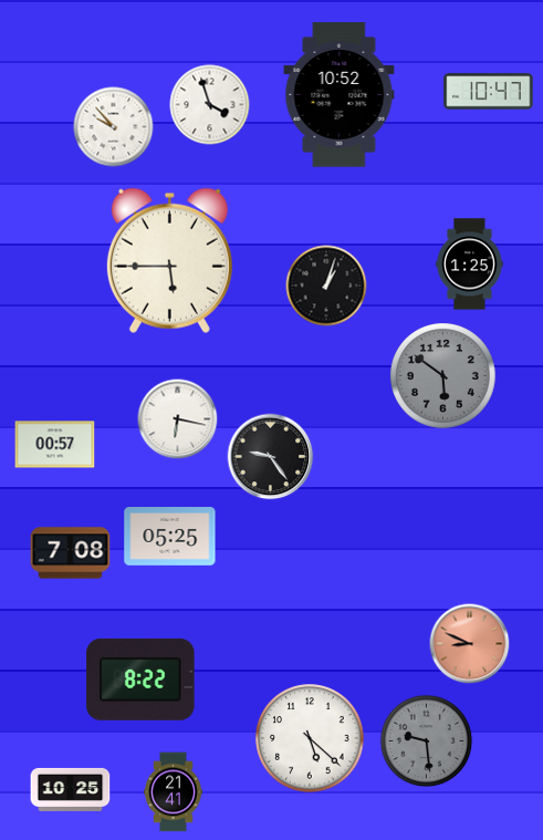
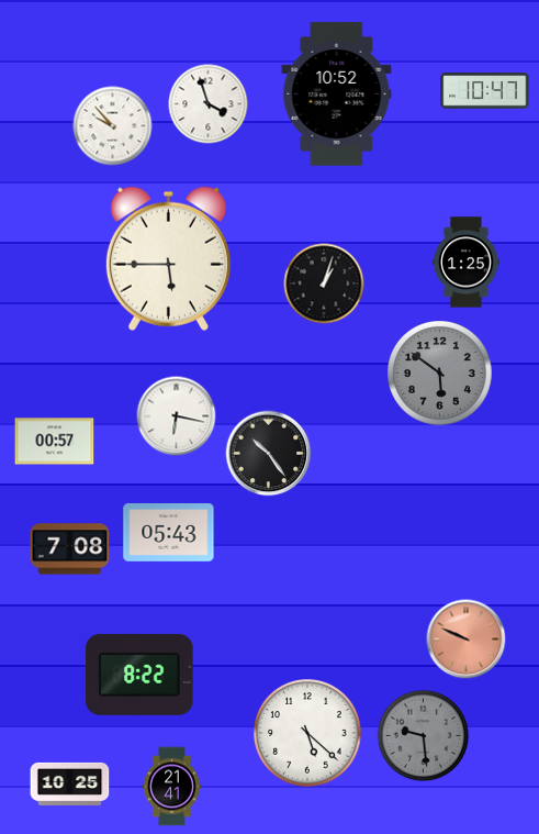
clock at (271, 457): 9:24 -> 10:24
clock at (170, 537): 05:25 -> 05:43
clock at (470, 644): 8:49 -> 9:49
